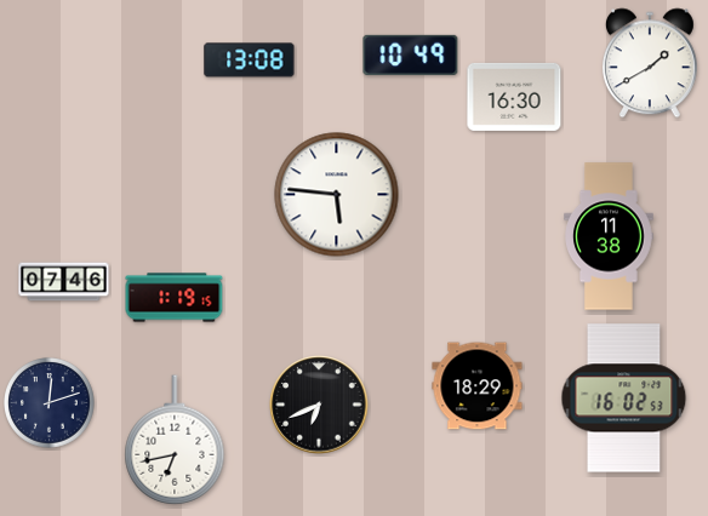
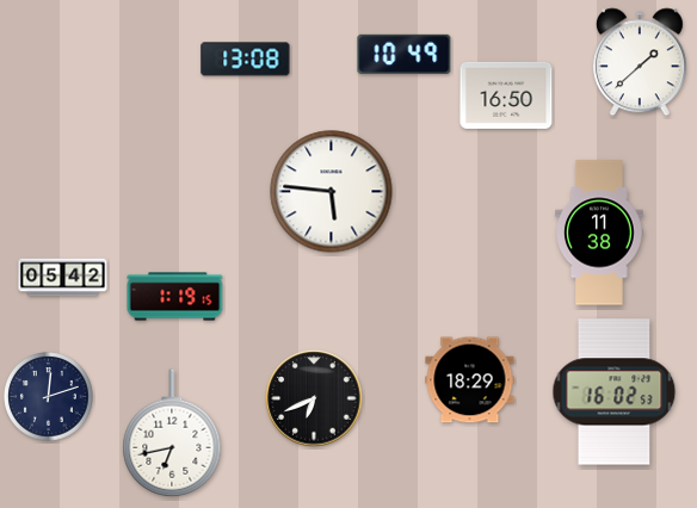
clock at (650, 63): 1:40 -> 1:38
clock at (514, 97): 16:30 -> 16:50
clock at (64, 282): 07:46 -> 05:42
clock at (175, 298) position: (175, 298) -> (175, 297)
